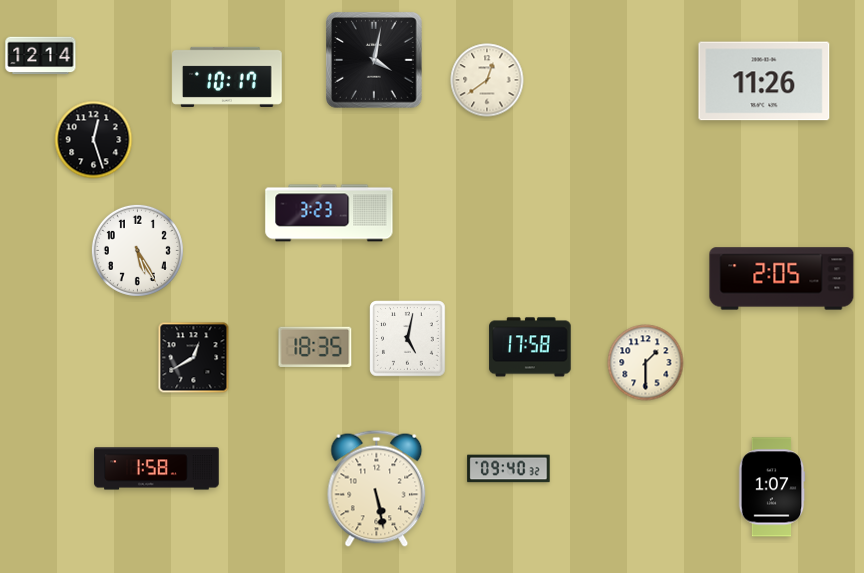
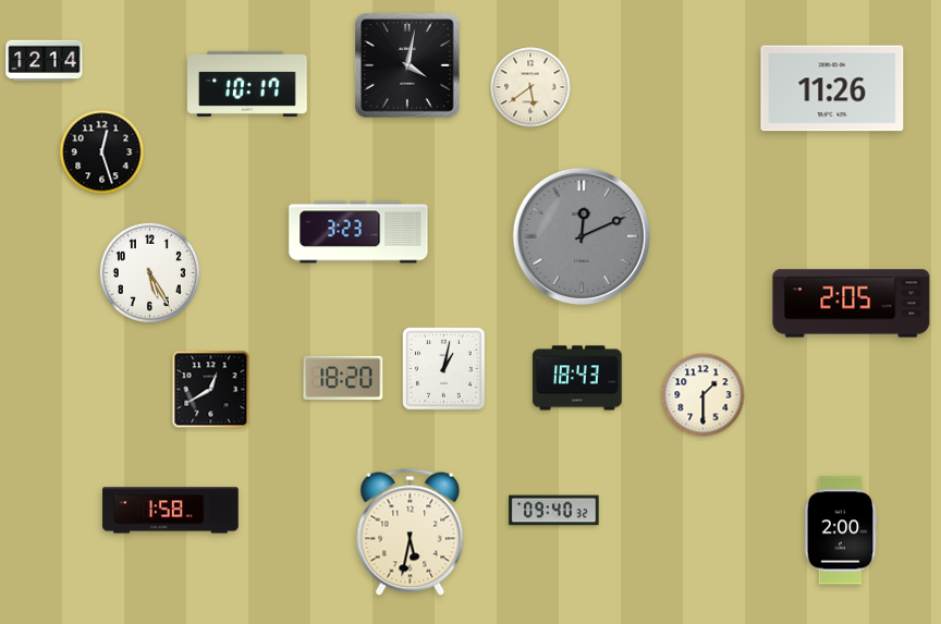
clock at (487, 80): 12:39 -> 5:39
clock at (582, 236): none -> 12:11
clock at (408, 339): 5:02 -> 1:02
clock at (315, 347): 18:35 -> 18:20
clock at (530, 347): 17:58 -> 18:43
clock at (772, 487): 1:07 -> 2:00
clock at (377, 488): 5:28 -> 5:32
